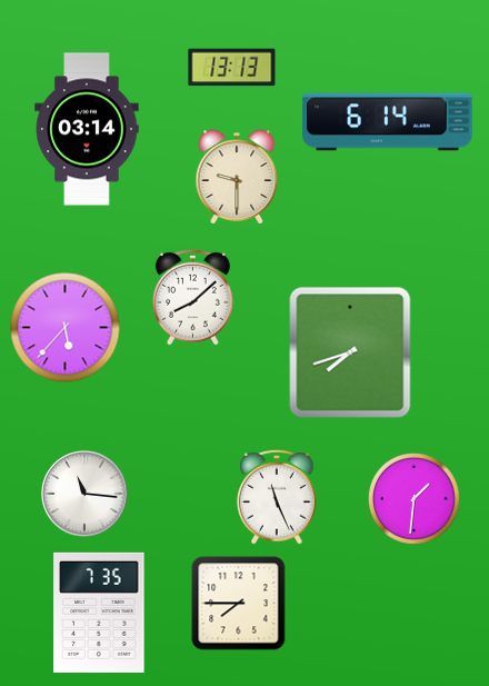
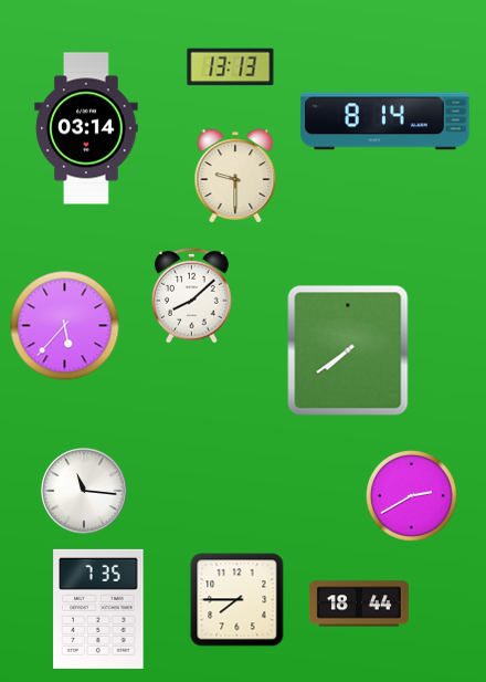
clock at (388, 122): 6:14 -> 8:14
clock at (350, 352): 7:42 -> 7:39
clock at (277, 497): 11:26 -> none
clock at (415, 499): 1:31 -> 2:40
clock at (359, 604): none -> 18:44
